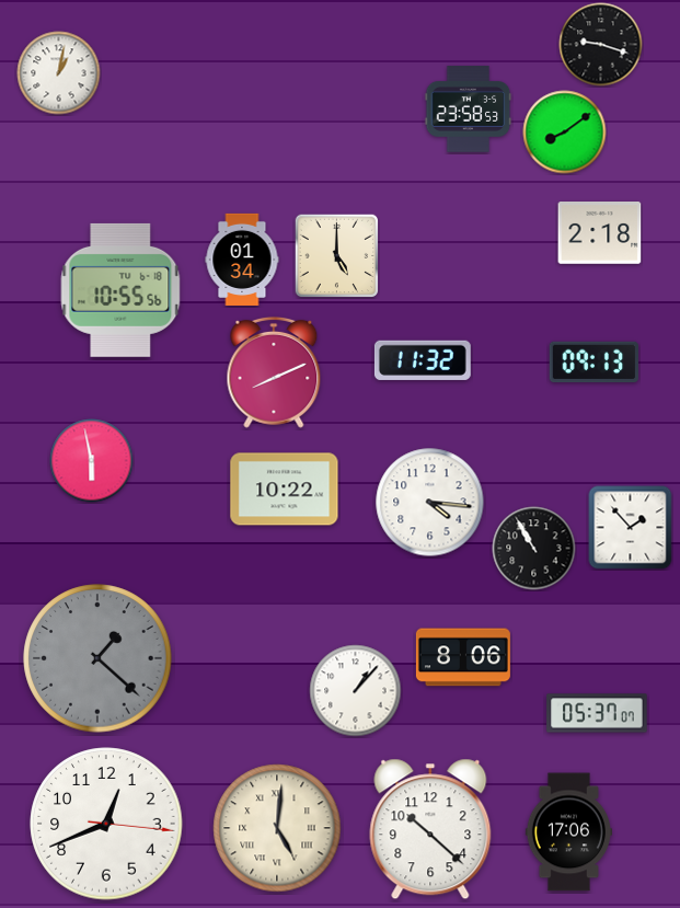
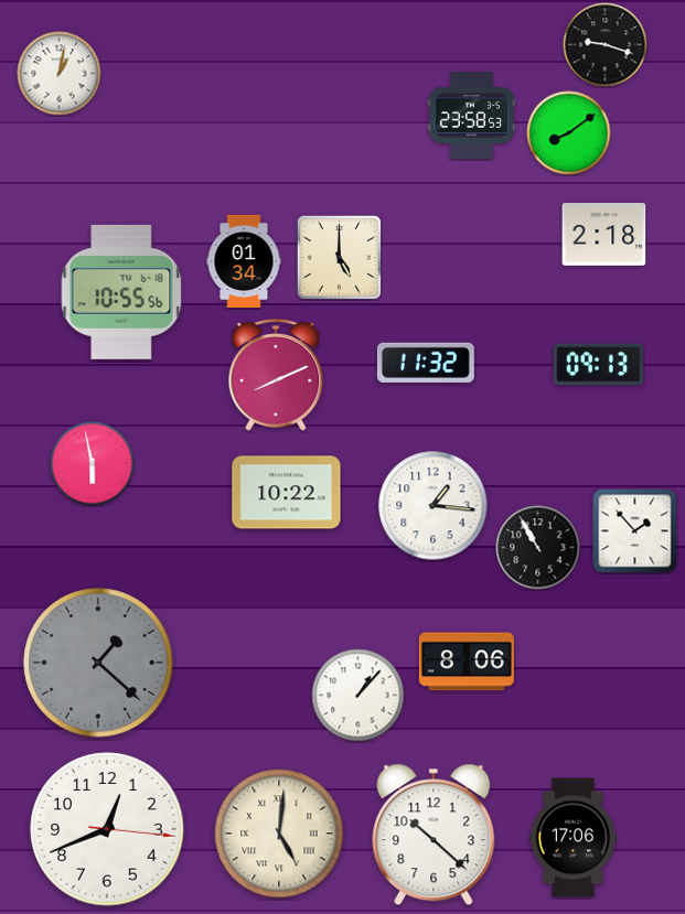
clock at (469, 110) position: (469, 110) -> (472, 116)
clock at (430, 503): 4:16 -> 1:16
clock at (534, 549) position: (534, 549) -> (538, 548)
clock at (597, 713): 05:37 -> none
